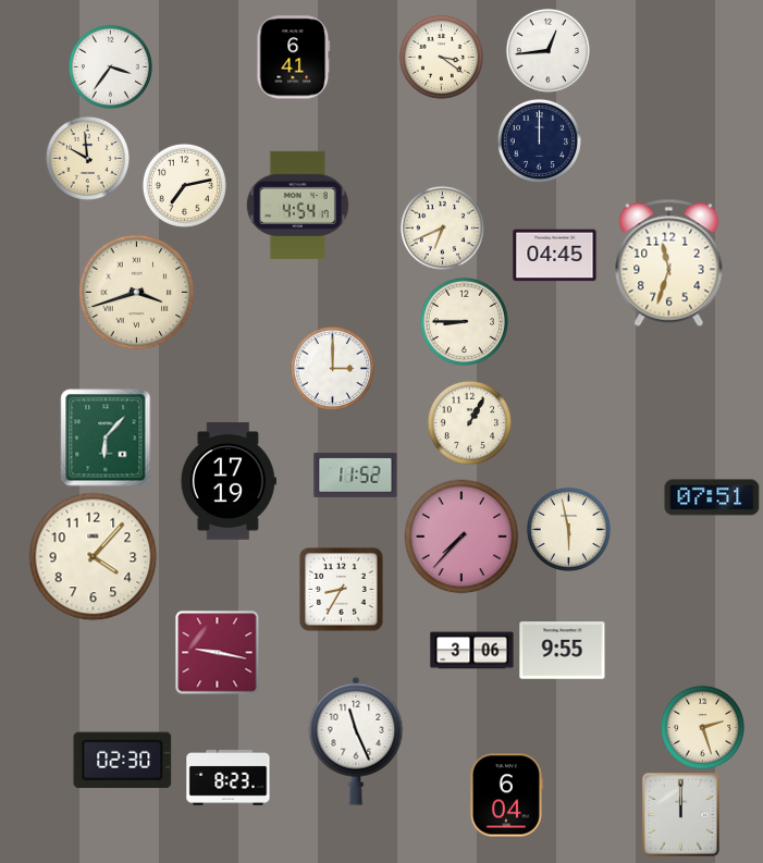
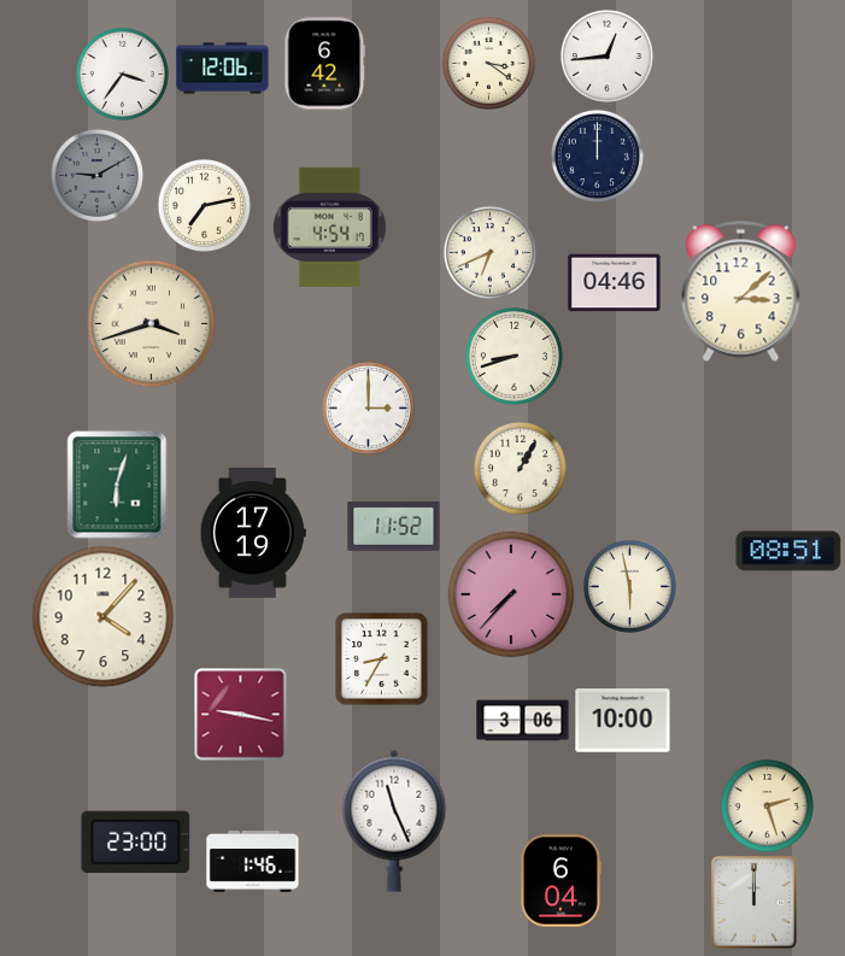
clock at (294, 58): 6:41 -> 6:42
clock at (223, 69): none -> 12:06
clock at (87, 158): 9:59 -> 9:10
clock at (87, 158) dial: cream -> grey
clock at (555, 256): 04:45 -> 04:46
clock at (669, 262): 11:33 -> 3:08
clock at (464, 321): 8:45 -> 8:42
clock at (106, 437): 6:07 -> 6:03
clock at (712, 497): 07:51 -> 08:51
clock at (342, 590) position: (342, 590) -> (382, 659)
clock at (563, 651): 9:55 -> 10:00
clock at (218, 653) position: (218, 653) -> (241, 715)
clock at (702, 727) position: (702, 727) -> (767, 805)
clock at (123, 761): 02:30 -> 23:00
clock at (229, 778): 8:23 -> 1:46
